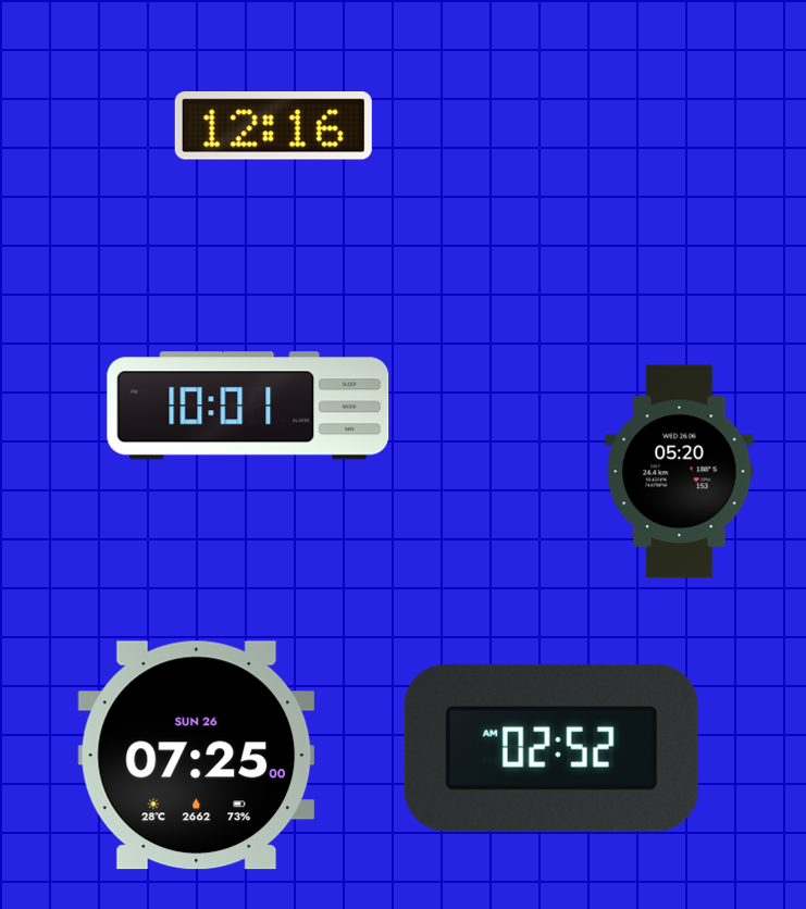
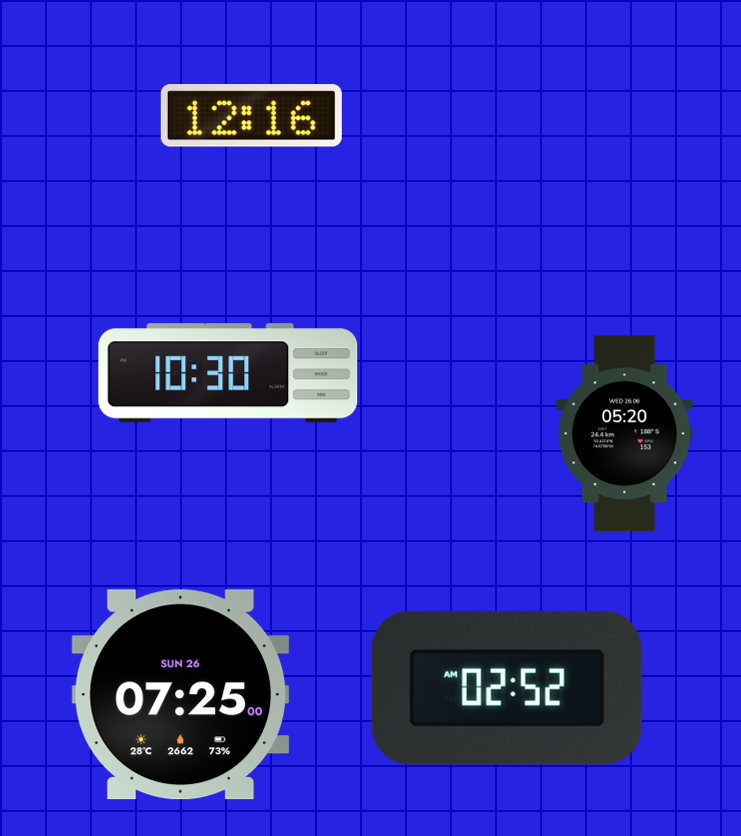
clock at (248, 406): 10:01 -> 10:30
